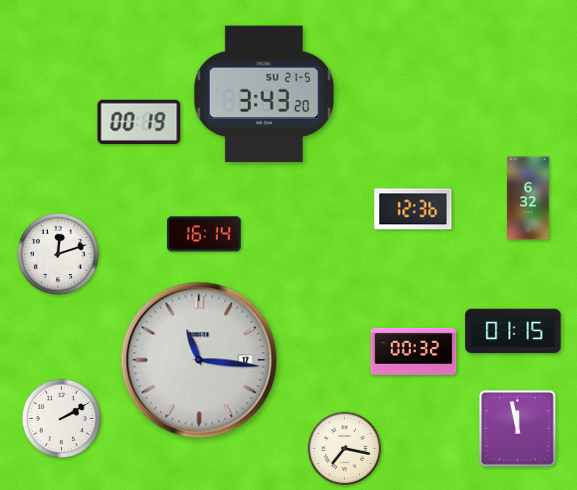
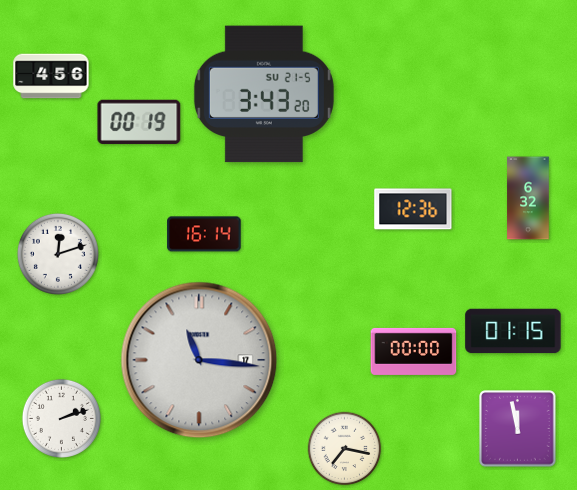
clock at (51, 76): none -> 4:56
clock at (414, 351): 00:32 -> 00:00
clock at (61, 418): 2:10 -> 2:12
